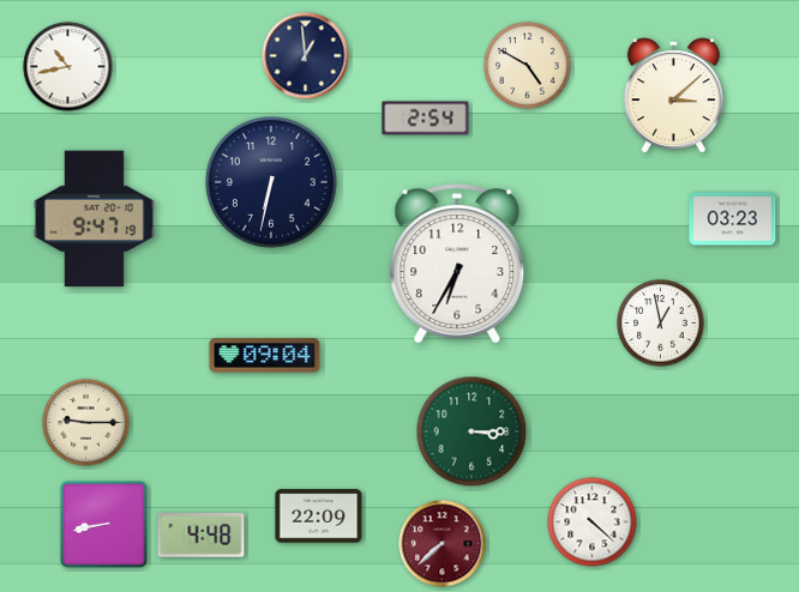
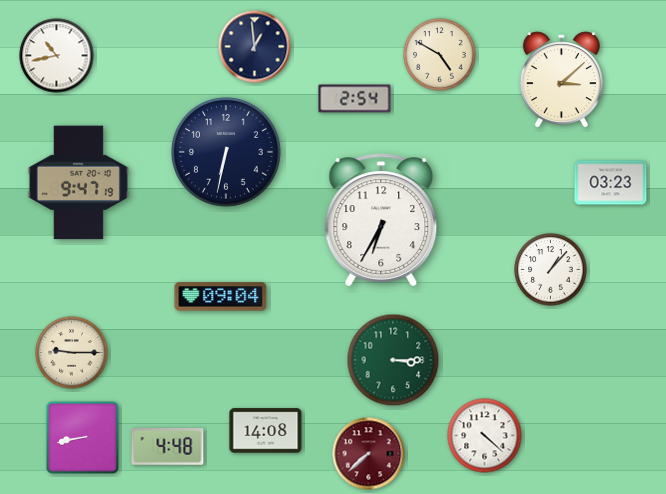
clock at (661, 324): 12:58 -> 1:07
clock at (319, 517): 22:09 -> 14:08
clock at (593, 522) position: (593, 522) -> (485, 436)
clock at (104, 525) position: (104, 525) -> (83, 438)
